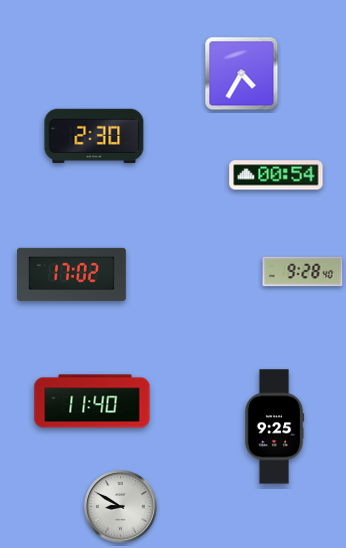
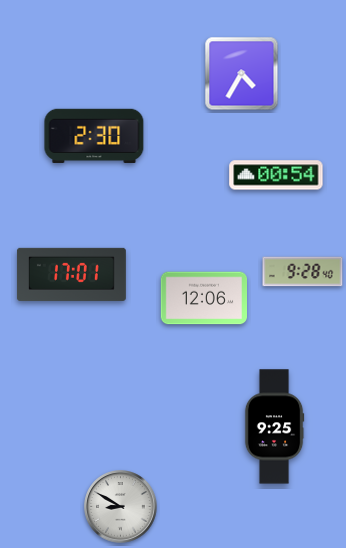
clock at (71, 274): 17:02 -> 17:01
clock at (203, 298): none -> 12:06
clock at (92, 401): 11:40 -> none
